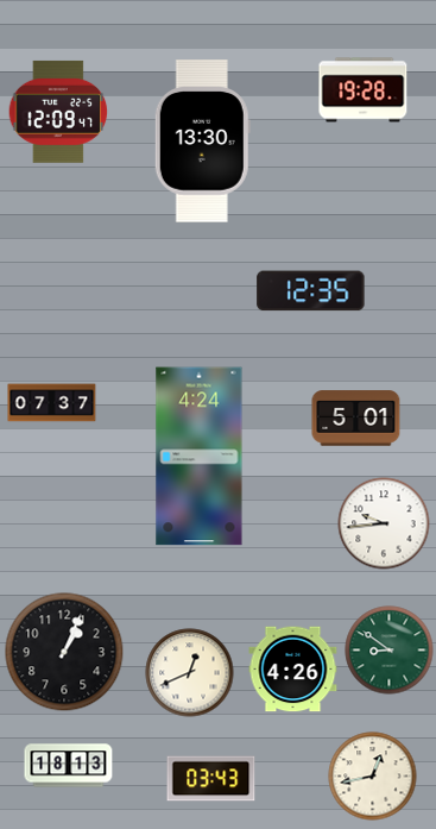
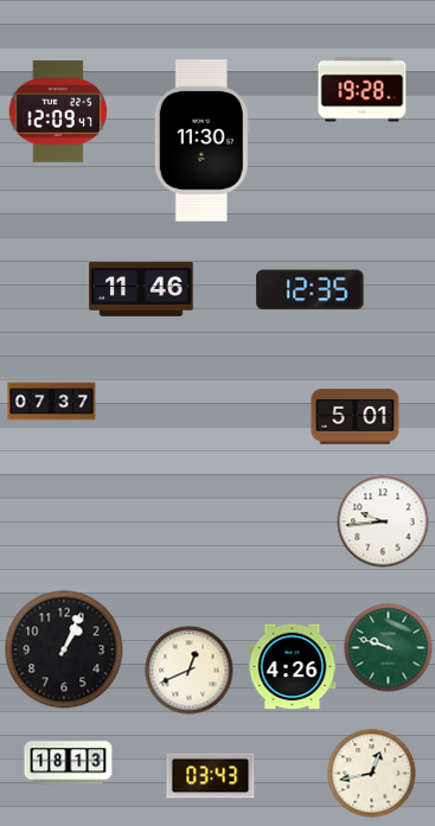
clock at (202, 142): 13:30 -> 11:30
clock at (141, 289): none -> 11:46
clock at (200, 457): 4:24 -> none
clock at (390, 651): 8:51 -> 9:48
